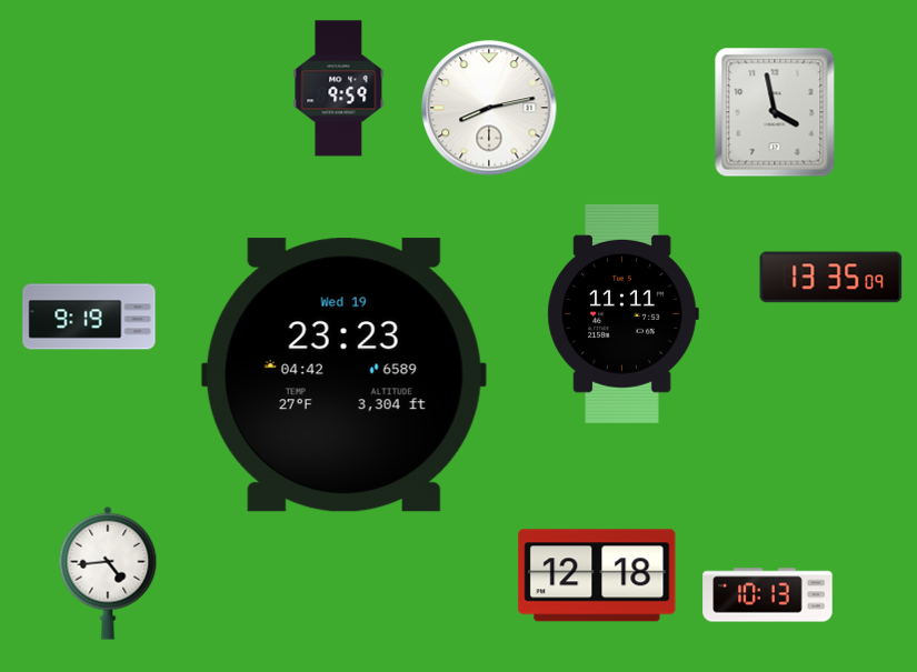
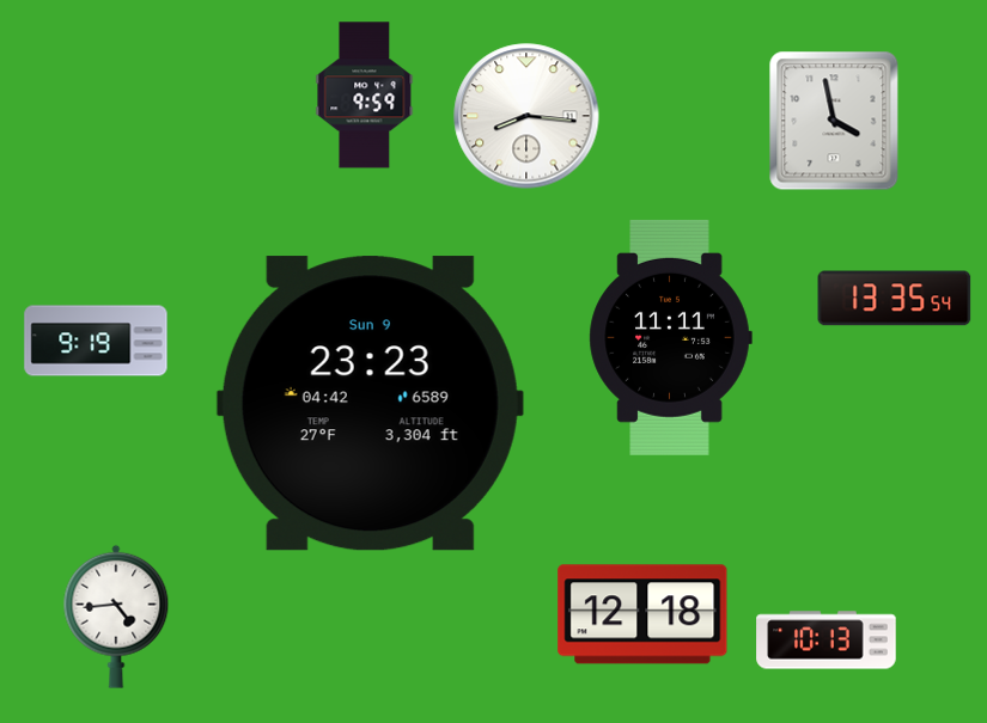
clock at (489, 108): 8:13 -> 8:16
clock at (831, 278): 13:35:09 -> 13:35:54
clock at (343, 375) date: Wed 19 -> Sun 9
clock at (597, 575) position: (597, 575) -> (642, 614)
